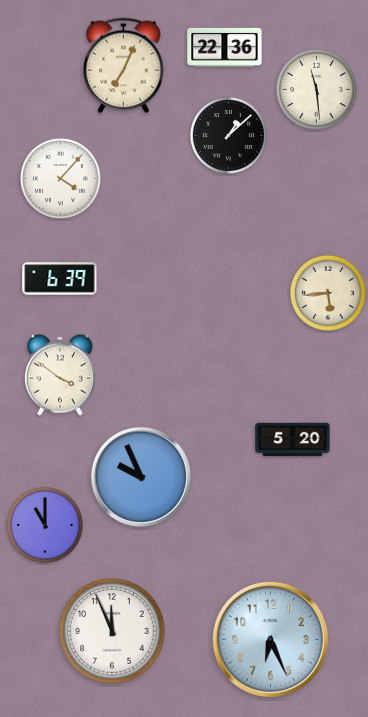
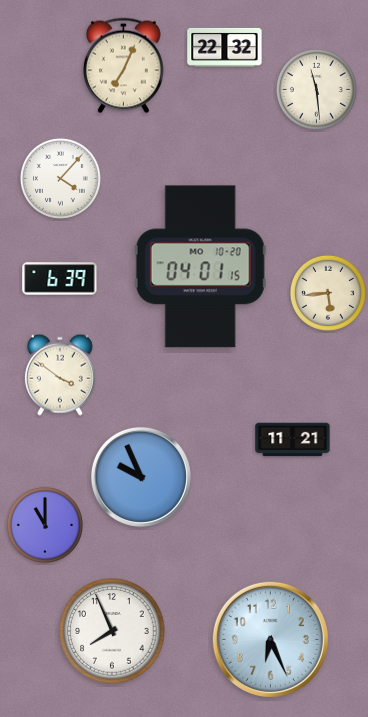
clock at (225, 47): 22:36 -> 22:32
clock at (228, 135): 1:08 -> none
clock at (200, 267): none -> 04:01
clock at (293, 440): 5:20 -> 11:21
clock at (112, 631): 11:56 -> 7:56
